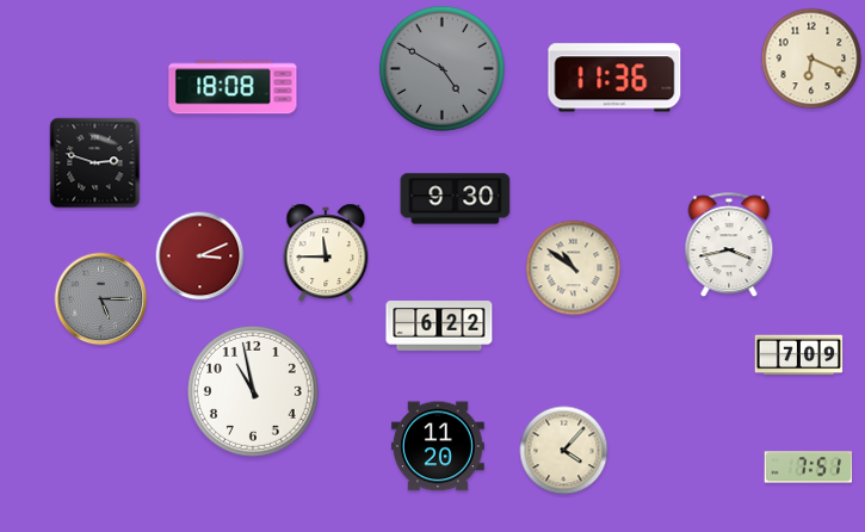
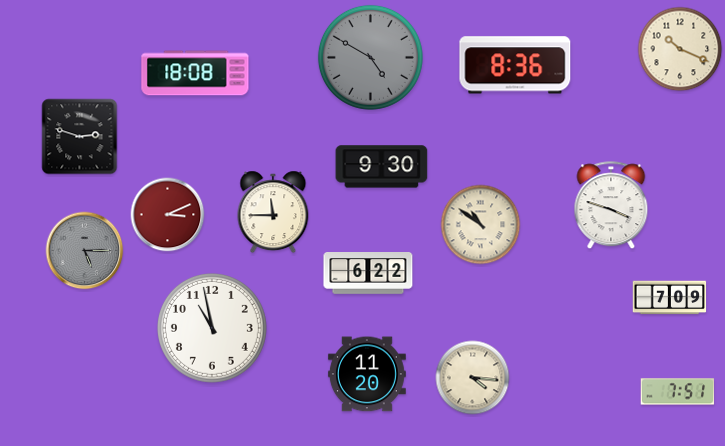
clock at (811, 58): 6:19 -> 10:19
clock at (614, 78): 11:36 -> 8:36
clock at (729, 246): 3:43 -> 3:48
clock at (564, 451): 4:07 -> 4:16
